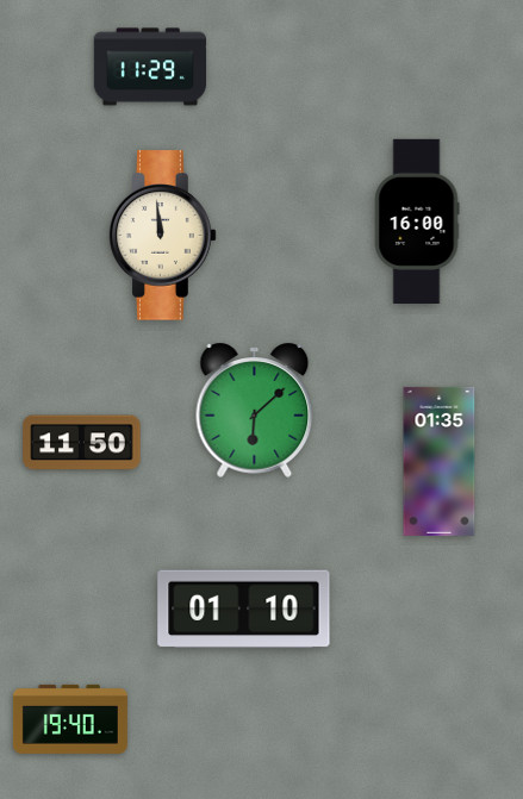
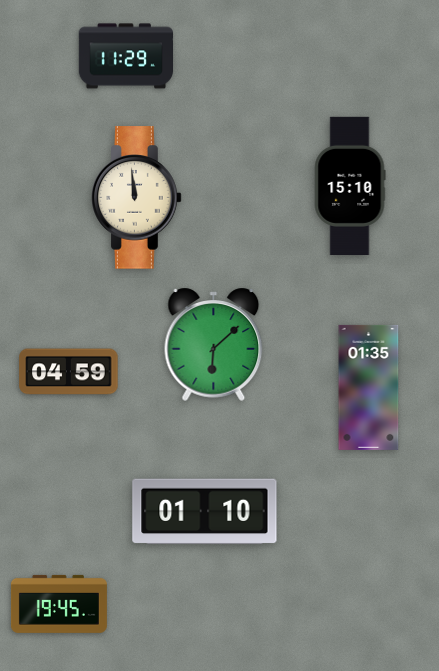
clock at (417, 220): 16:00 -> 15:10
clock at (82, 443): 11:50 -> 04:59
clock at (70, 719): 19:40 -> 19:45
